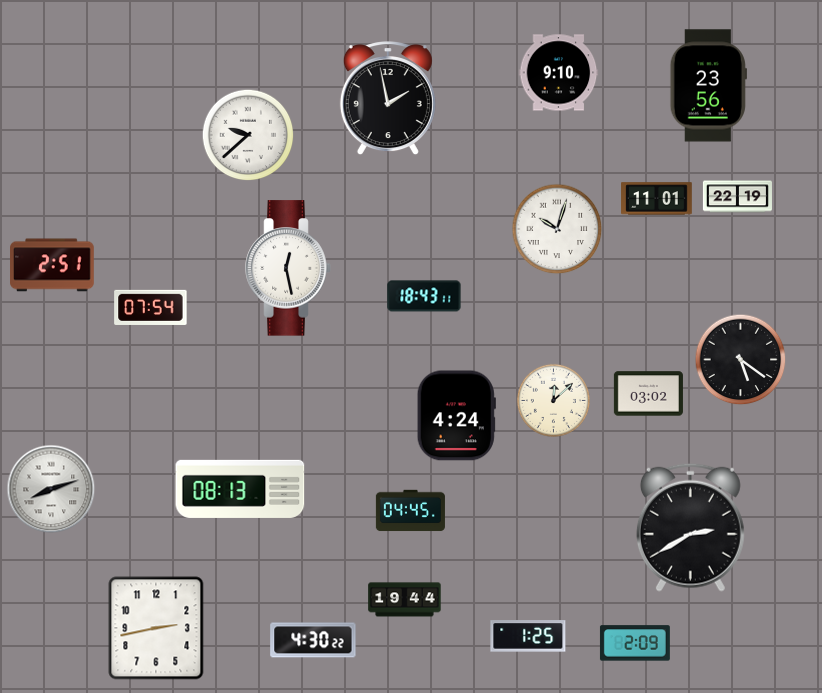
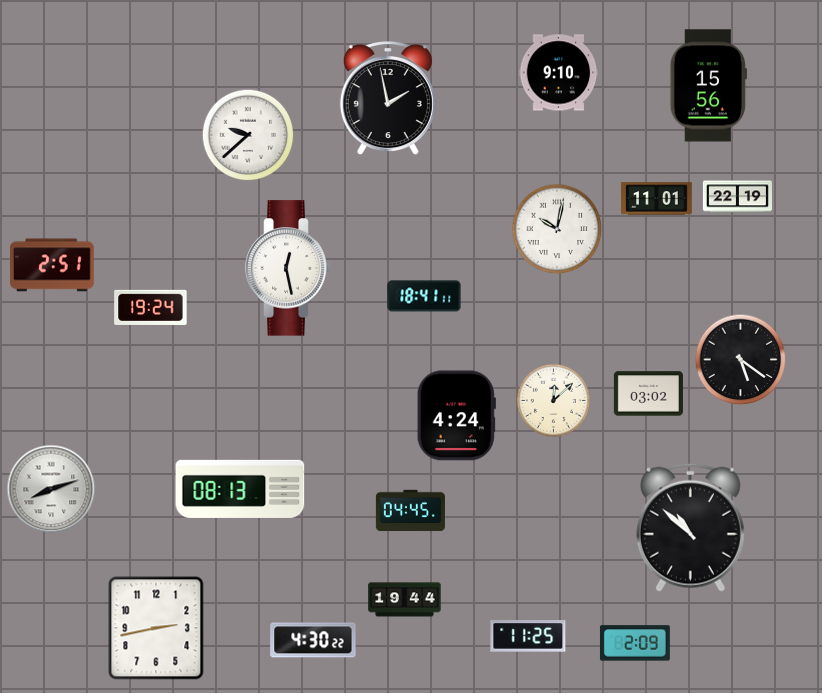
clock at (708, 86): 23:56 -> 15:56
clock at (557, 229): 10:03 -> 10:02
clock at (424, 296): 18:43 -> 18:41
clock at (151, 307): 07:54 -> 19:24
clock at (690, 527): 2:40 -> 10:52
clock at (528, 636): 1:25 -> 11:25
